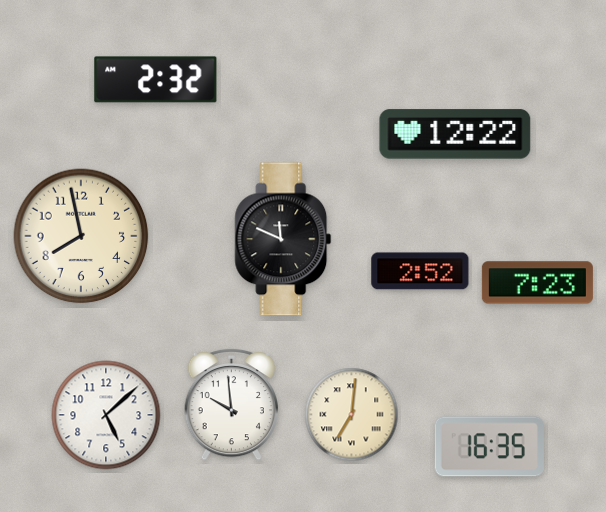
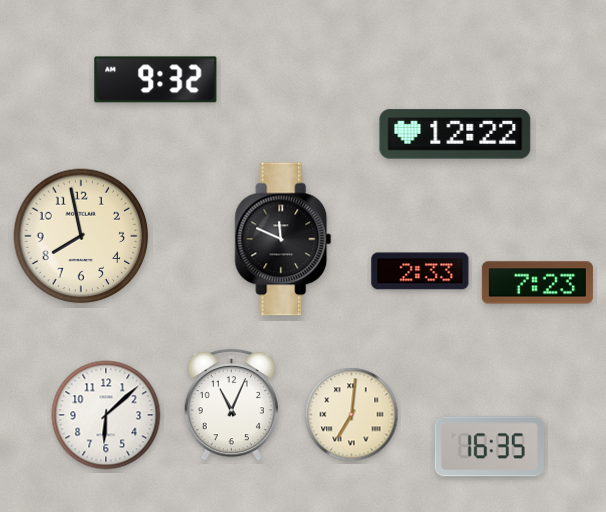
clock at (156, 80): 2:32 -> 9:32
clock at (420, 271): 2:52 -> 2:33
clock at (231, 404): 9:59 -> 11:04
clock at (106, 415): 5:08 -> 6:08
